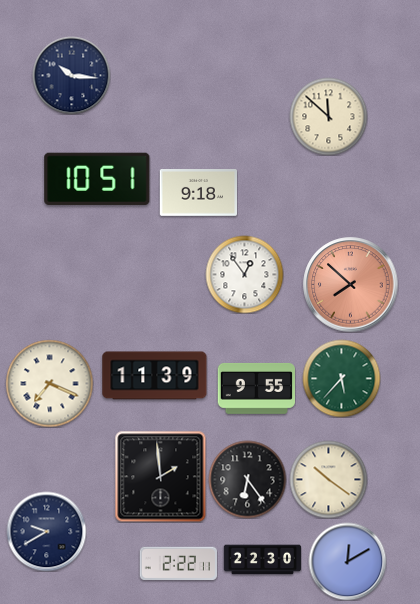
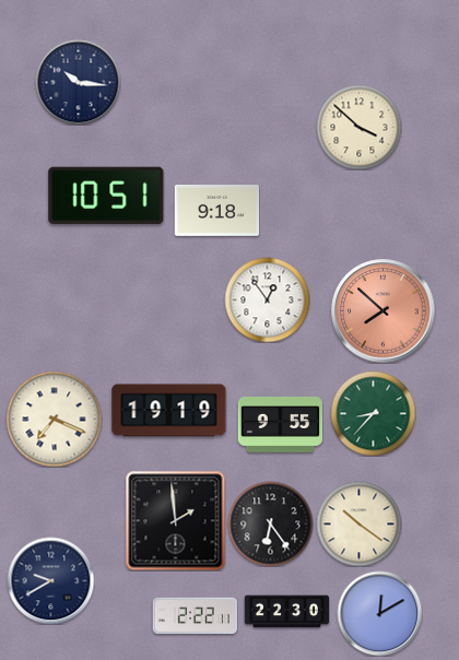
clock at (328, 116): 11:52 -> 3:52
clock at (155, 376): 11:39 -> 19:19
clock at (341, 378): 5:37 -> 8:37
